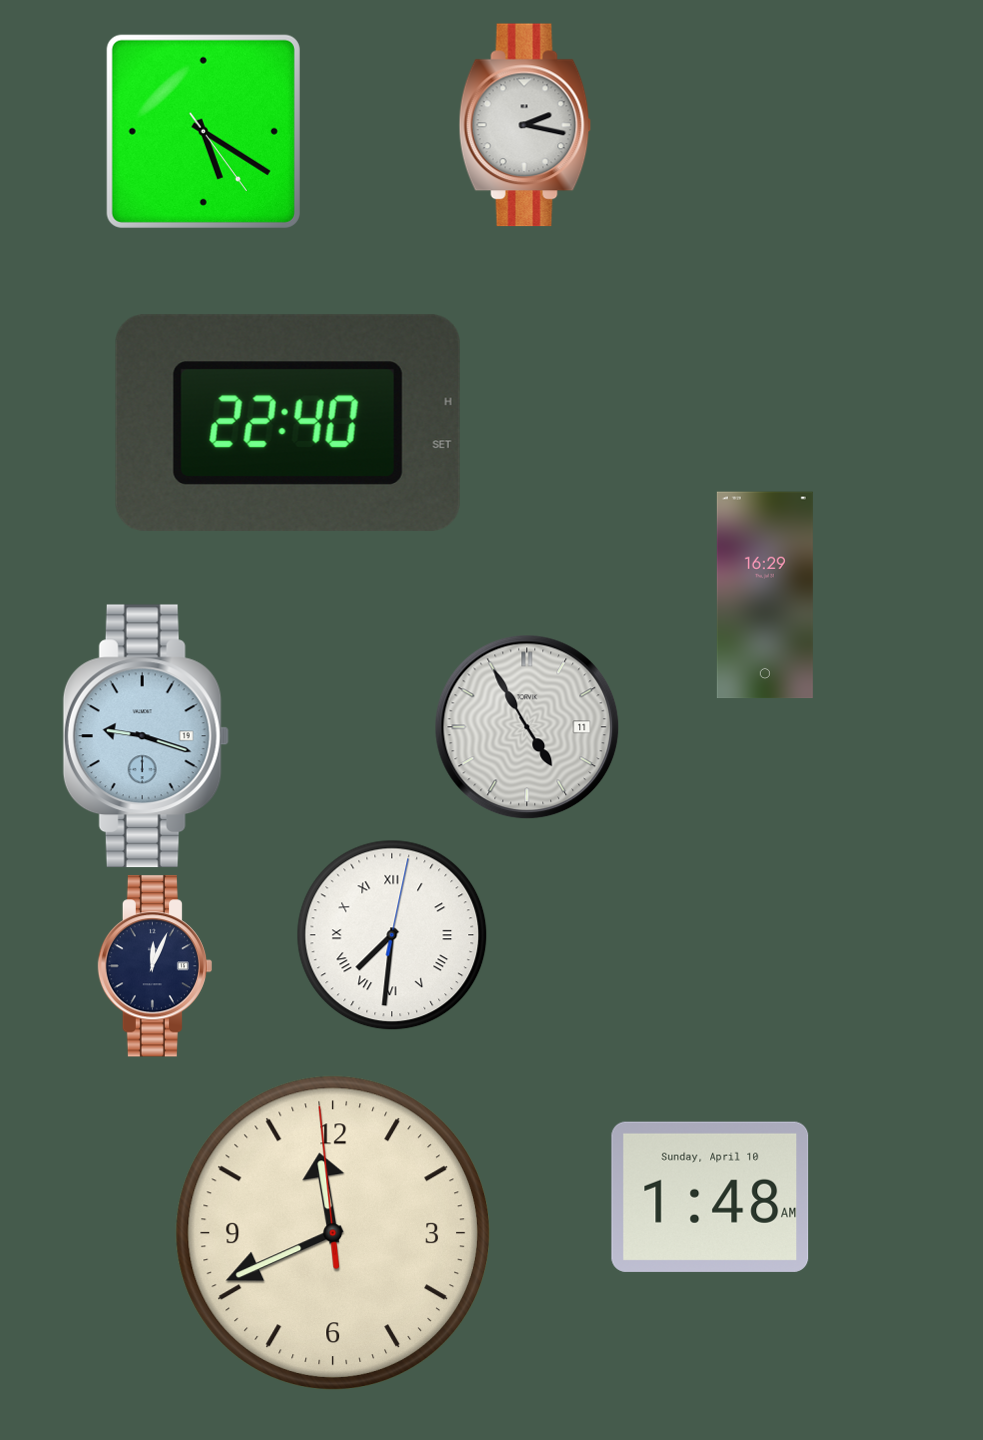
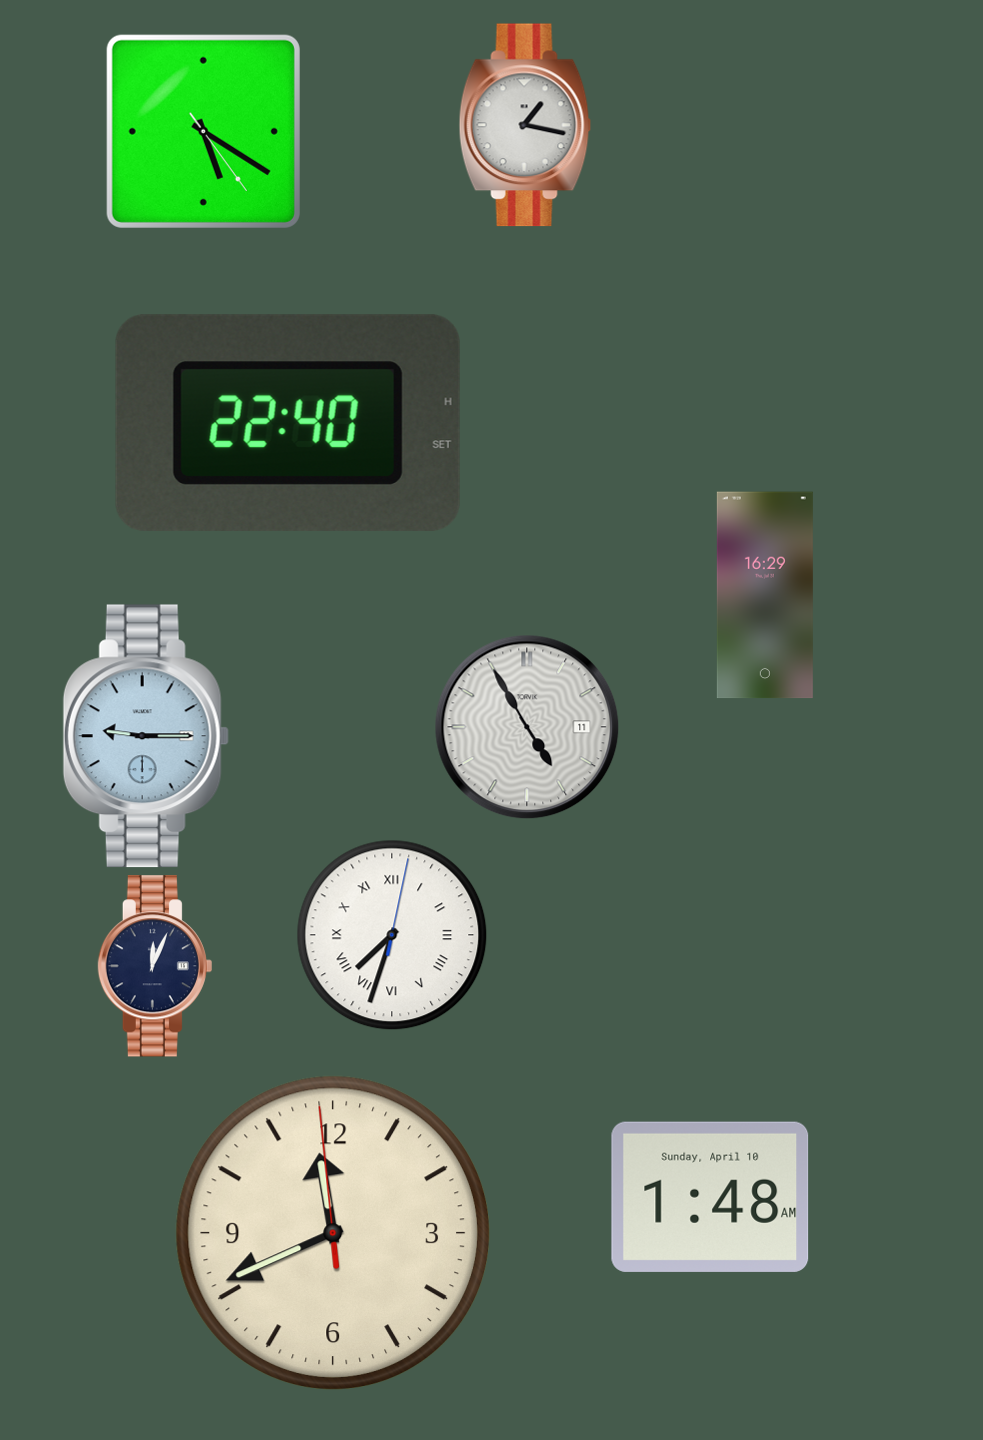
clock at (525, 125): 2:17 -> 1:17
clock at (146, 736): 9:18 -> 9:15
clock at (392, 935): 7:31 -> 7:33
